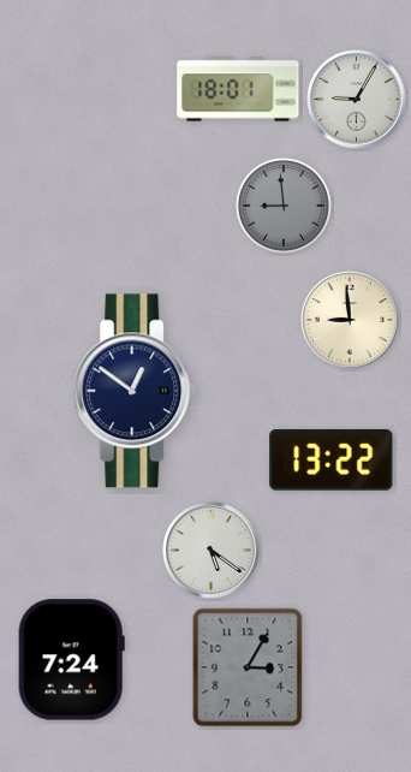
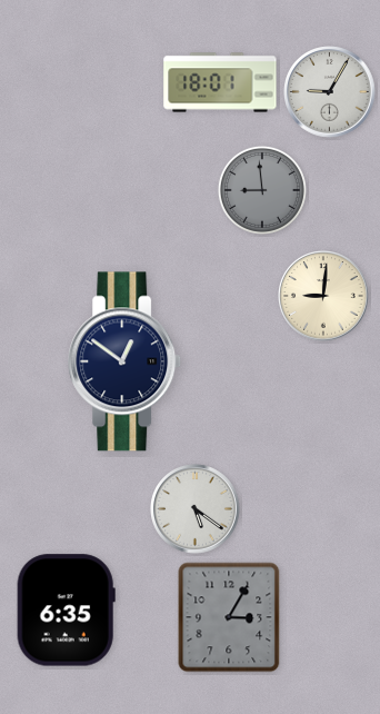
clock at (350, 320): 8:59 -> 9:01
clock at (332, 459): 13:22 -> none
clock at (71, 660): 7:24 -> 6:35
